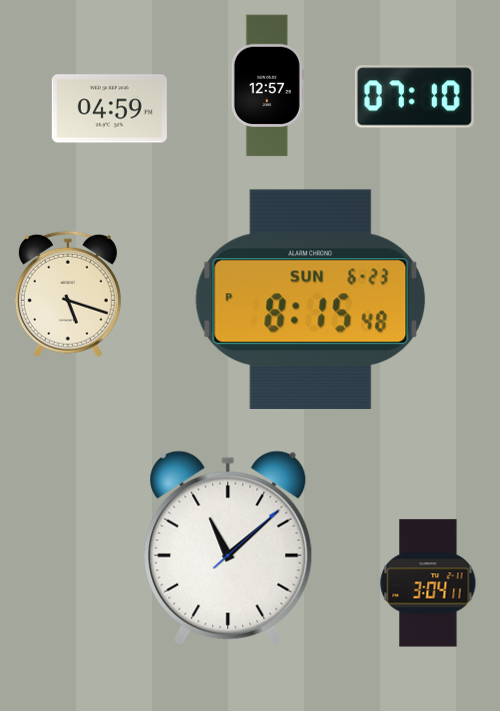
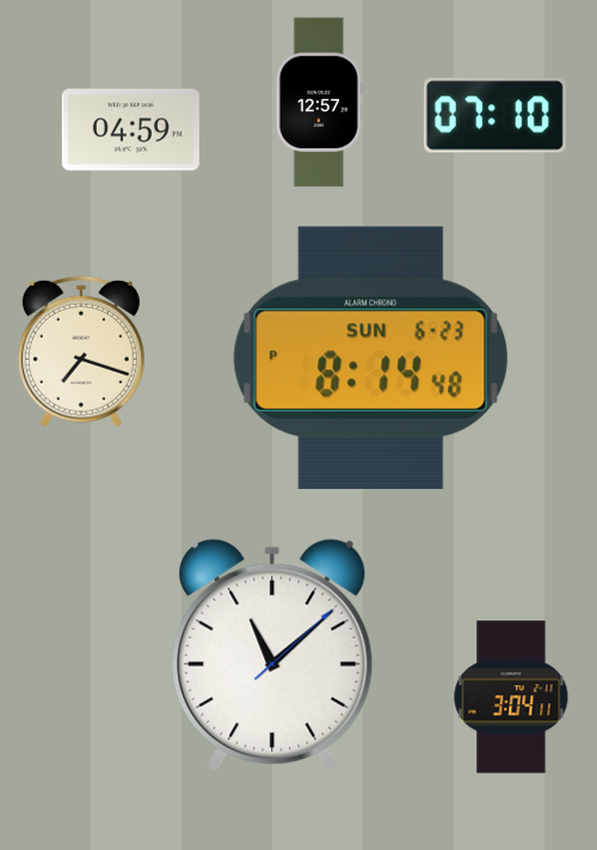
clock at (68, 294): 5:18 -> 7:18
clock at (311, 299): 8:15 -> 8:14
